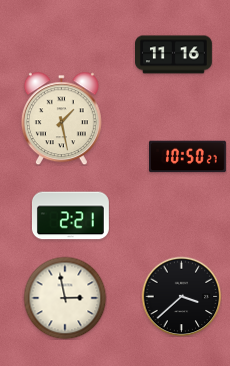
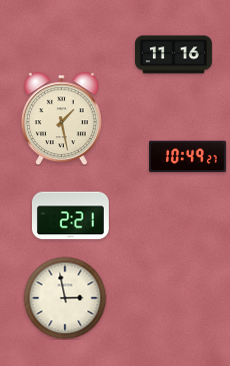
clock at (188, 157): 10:50 -> 10:49
clock at (181, 296): 3:38 -> none
